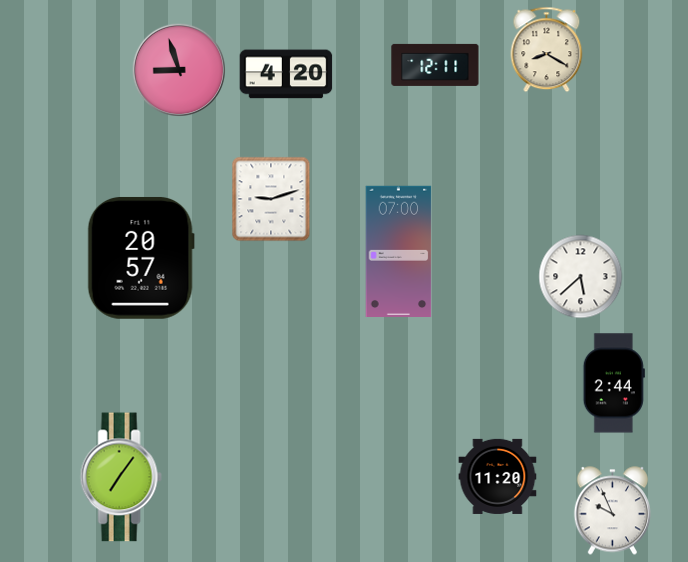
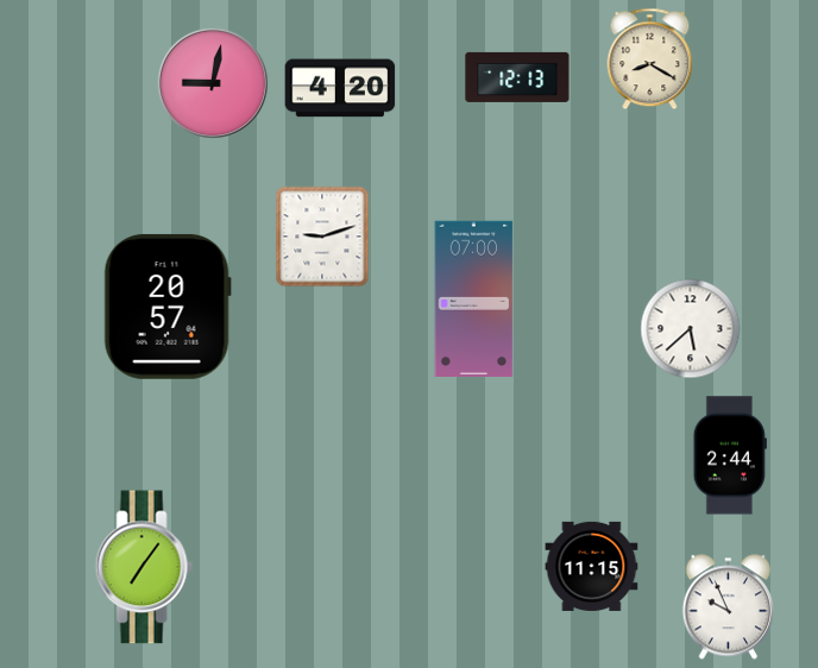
clock at (435, 65): 12:11 -> 12:13
clock at (178, 69): 8:57 -> 9:02
clock at (498, 476): 11:20 -> 11:15
